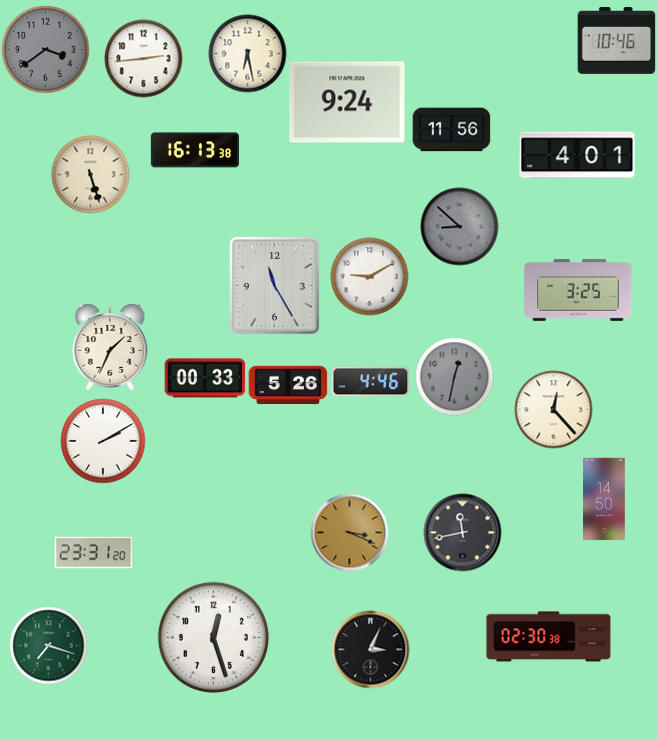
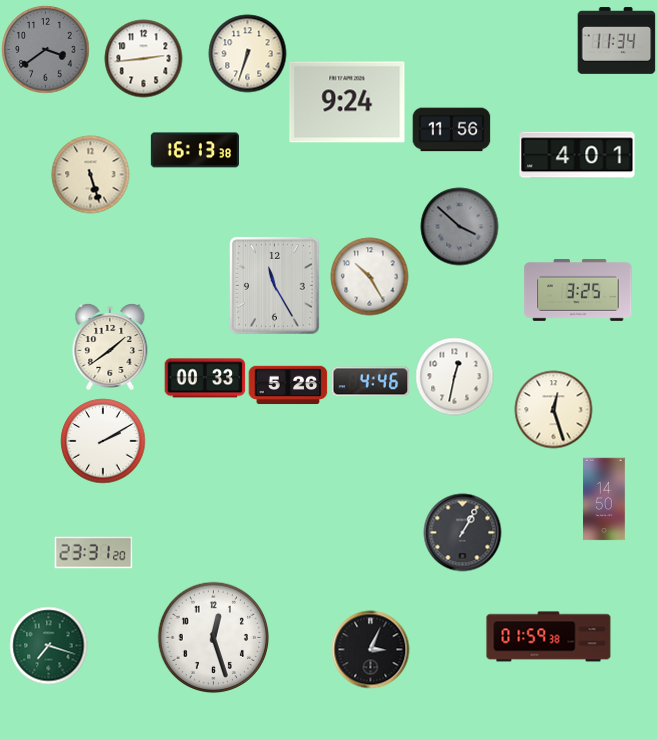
clock at (616, 41): 10:46 -> 11:34
clock at (247, 53): 6:28 -> 6:33
clock at (459, 226): 8:52 -> 3:52
clock at (369, 276): 9:10 -> 10:25
clock at (110, 347): 1:34 -> 1:39
clock at (454, 376) dial: grey -> white
clock at (553, 409): 12:23 -> 12:27
clock at (349, 532): 3:19 -> none
clock at (462, 532): 11:43 -> 1:05
clock at (549, 637): 02:30 -> 01:59
